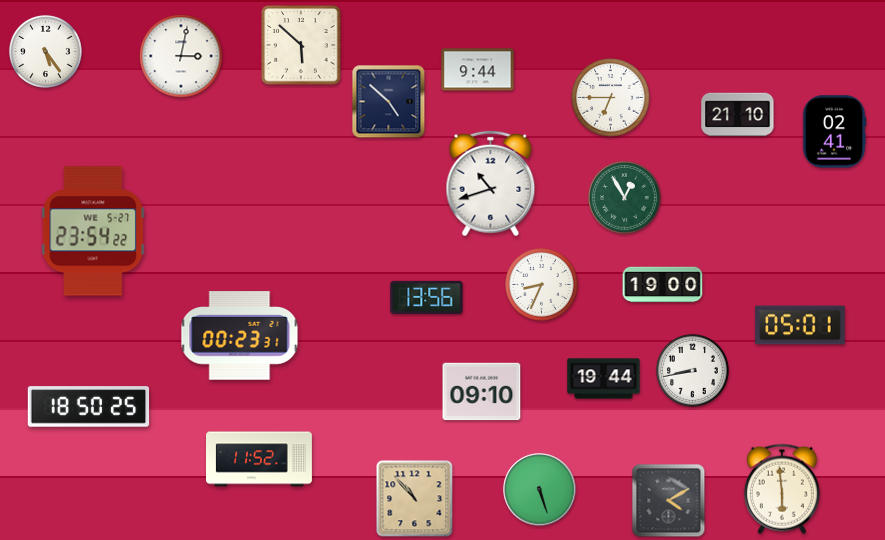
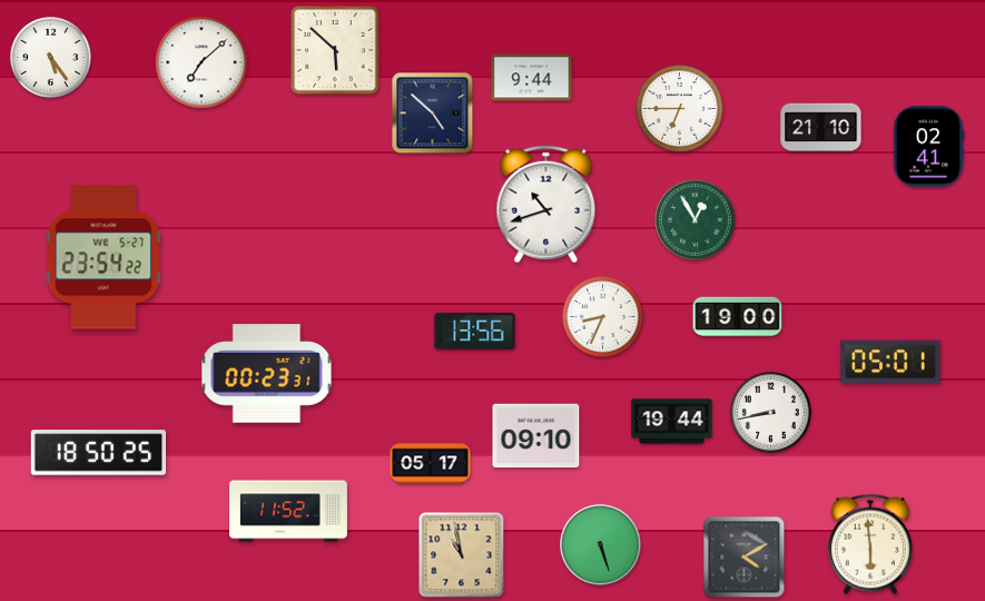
clock at (181, 56): 3:02 -> 7:08
clock at (431, 464): none -> 05:17
clock at (415, 499): 10:53 -> 10:58
